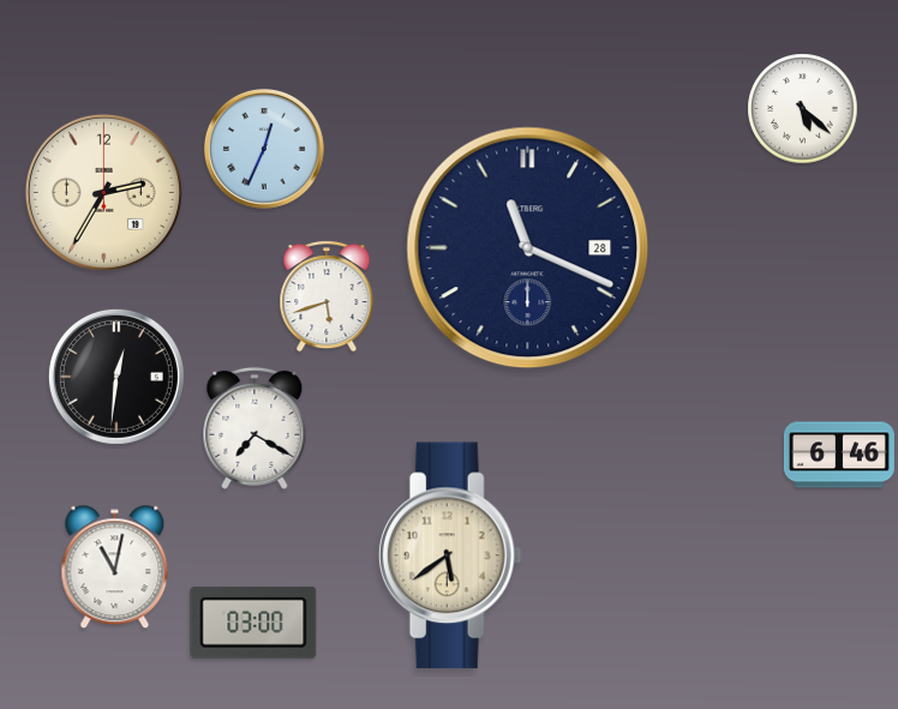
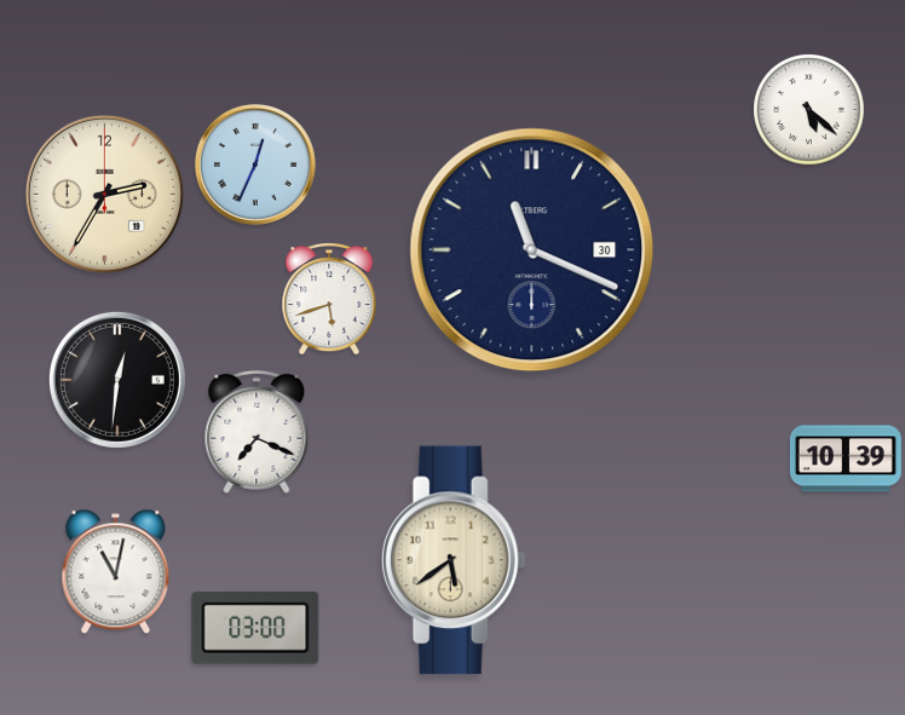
clock at (264, 149) position: (264, 149) -> (255, 165)
clock at (528, 248) date: 28 -> 30
clock at (255, 428): 7:20 -> 7:19
clock at (839, 455): 6:46 -> 10:39
